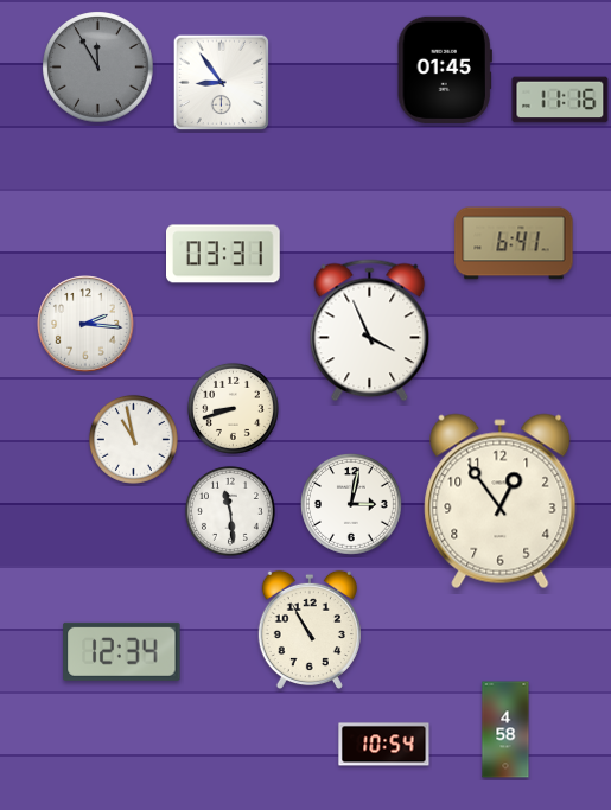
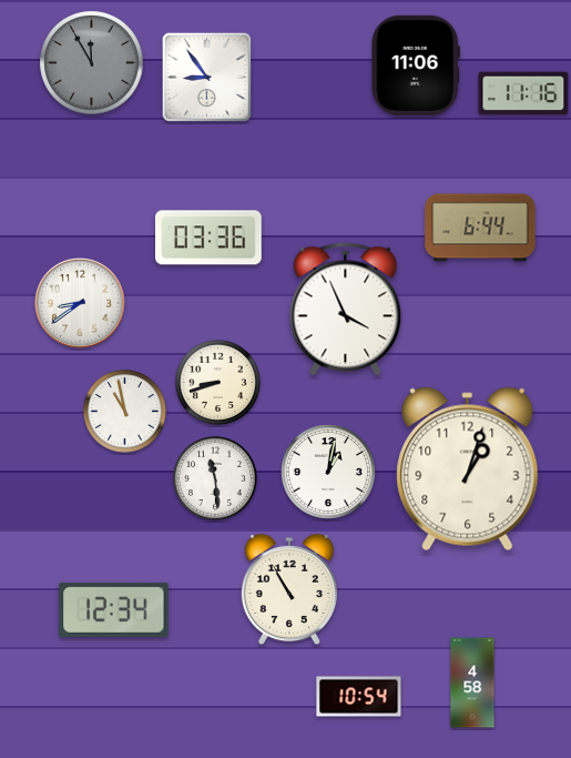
clock at (445, 70): 01:45 -> 11:06
clock at (514, 243): 6:41 -> 6:44
clock at (223, 254): 03:31 -> 03:36
clock at (85, 324): 2:16 -> 8:39
clock at (501, 502): 12:54 -> 1:03
clock at (352, 505): 3:02 -> 1:02
